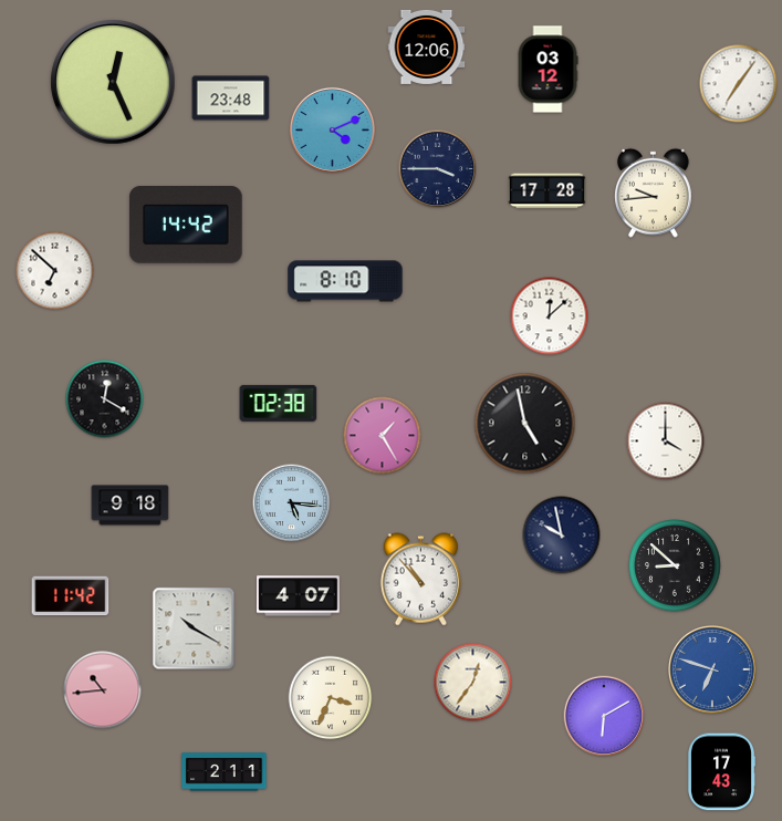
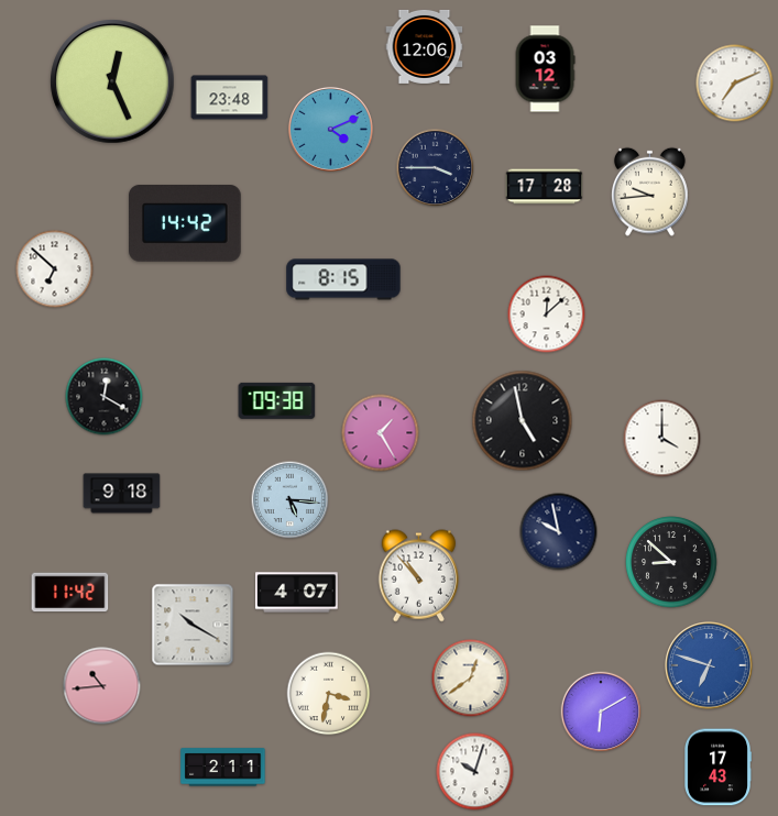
clock at (739, 84): 7:06 -> 7:11
clock at (548, 191) position: (548, 191) -> (545, 187)
clock at (345, 281): 8:10 -> 8:15
clock at (279, 403): 02:38 -> 09:38
clock at (131, 506) position: (131, 506) -> (122, 494)
clock at (473, 683): 12:36 -> 12:39
clock at (331, 698): 3:34 -> 3:32
clock at (475, 772): none -> 10:03
